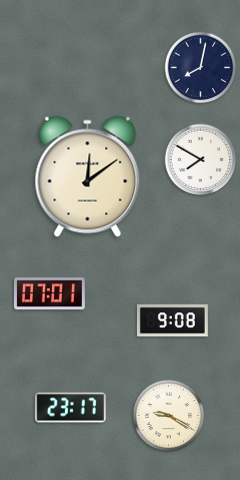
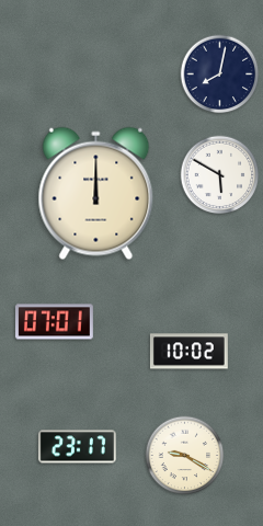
clock at (201, 160): 7:50 -> 5:50
clock at (88, 177): 12:09 -> 12:00
clock at (172, 321): 9:08 -> 10:02
